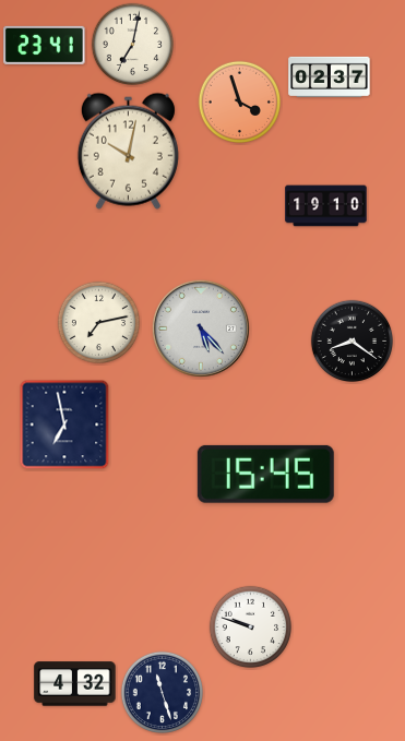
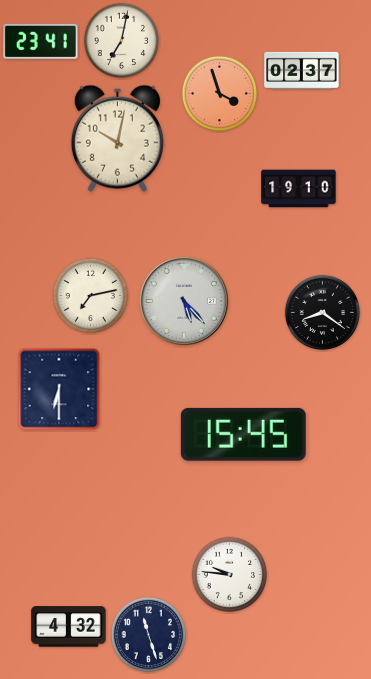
clock at (64, 425): 6:58 -> 6:30
clock at (250, 626): 9:48 -> 9:46
